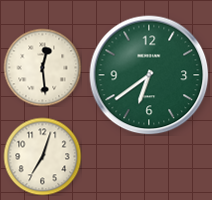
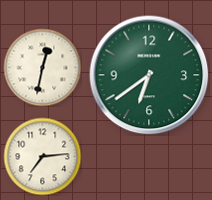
clock at (42, 67): 12:29 -> 12:32
clock at (42, 156): 7:03 -> 7:14
